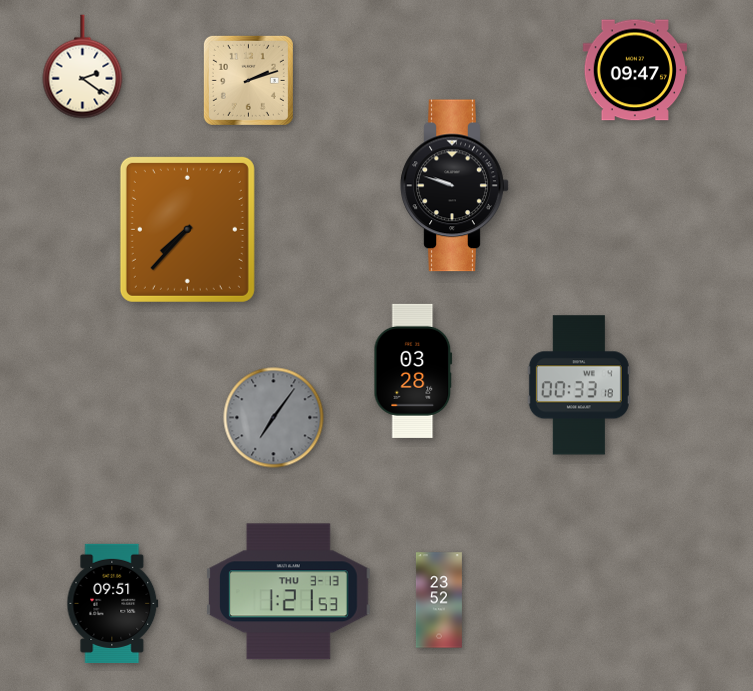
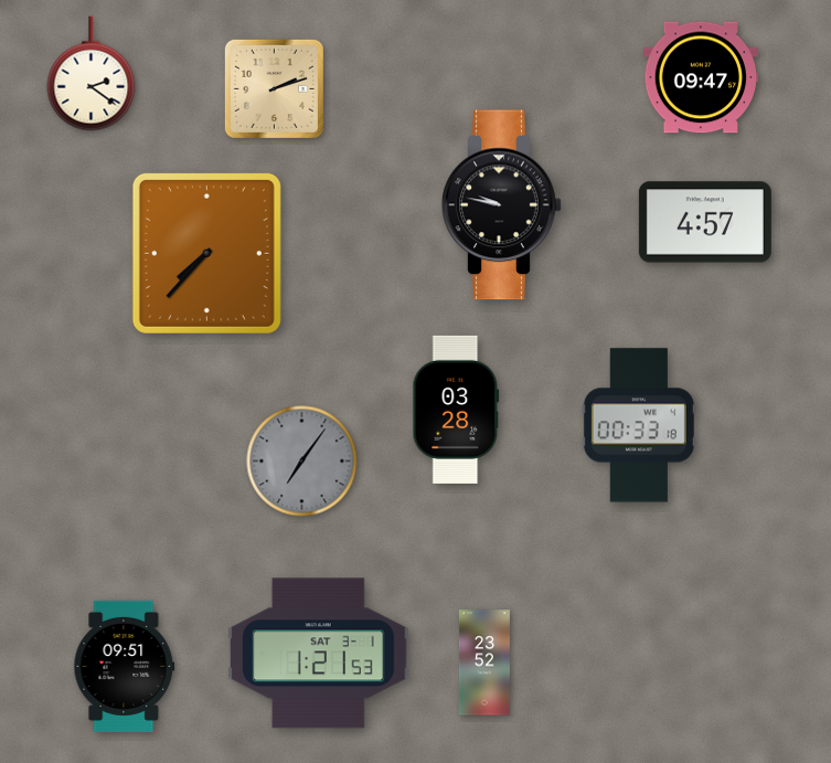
clock at (455, 186): 9:48 -> 9:47
clock at (705, 222): none -> 4:57
clock at (289, 592) date: THU 3-13 -> SAT 3-1
